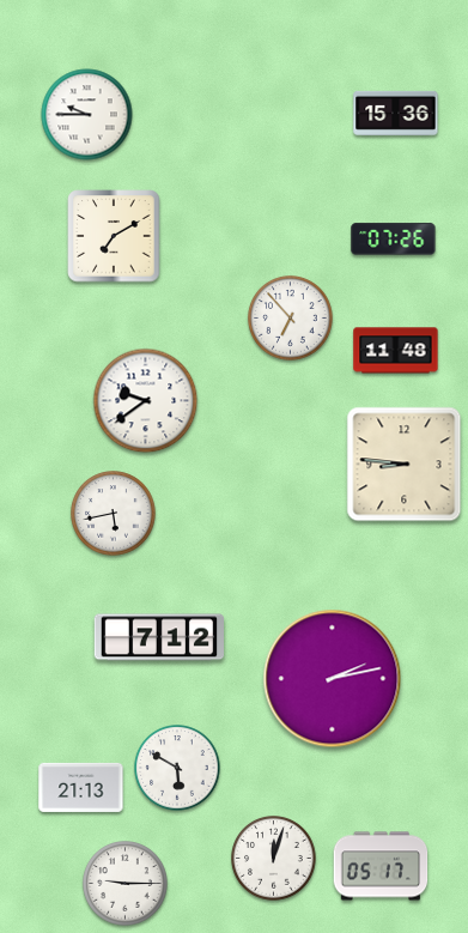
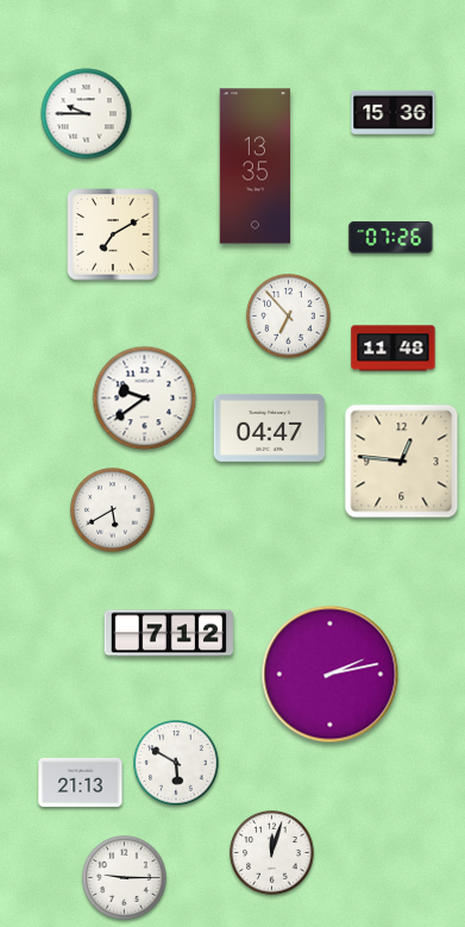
clock at (256, 167): none -> 13:35
clock at (270, 427): none -> 04:47
clock at (405, 465): 8:46 -> 12:46
clock at (114, 514): 5:43 -> 5:40
clock at (159, 637) position: (159, 637) -> (169, 633)
clock at (381, 866): 05:17 -> none
